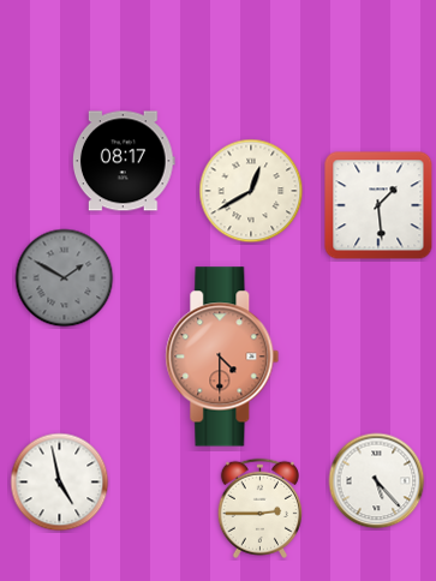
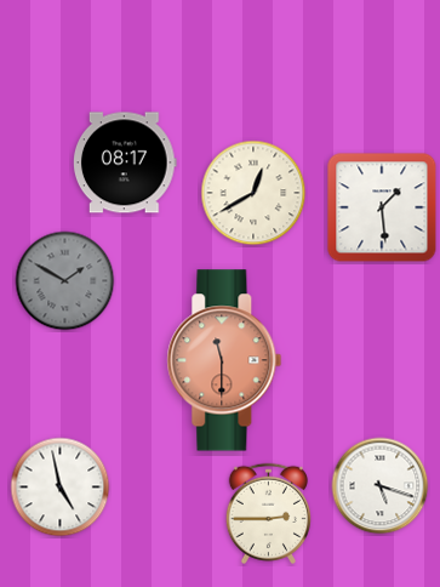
clock at (222, 357): 4:30 -> 11:30
clock at (377, 481): 5:23 -> 5:18
clock at (259, 508) position: (259, 508) -> (268, 513)
